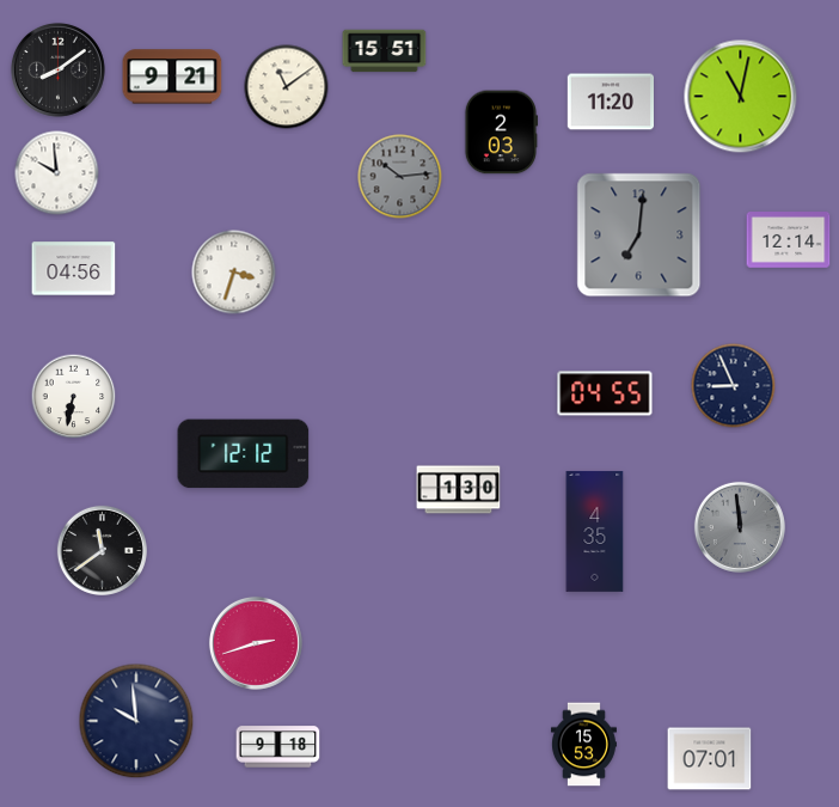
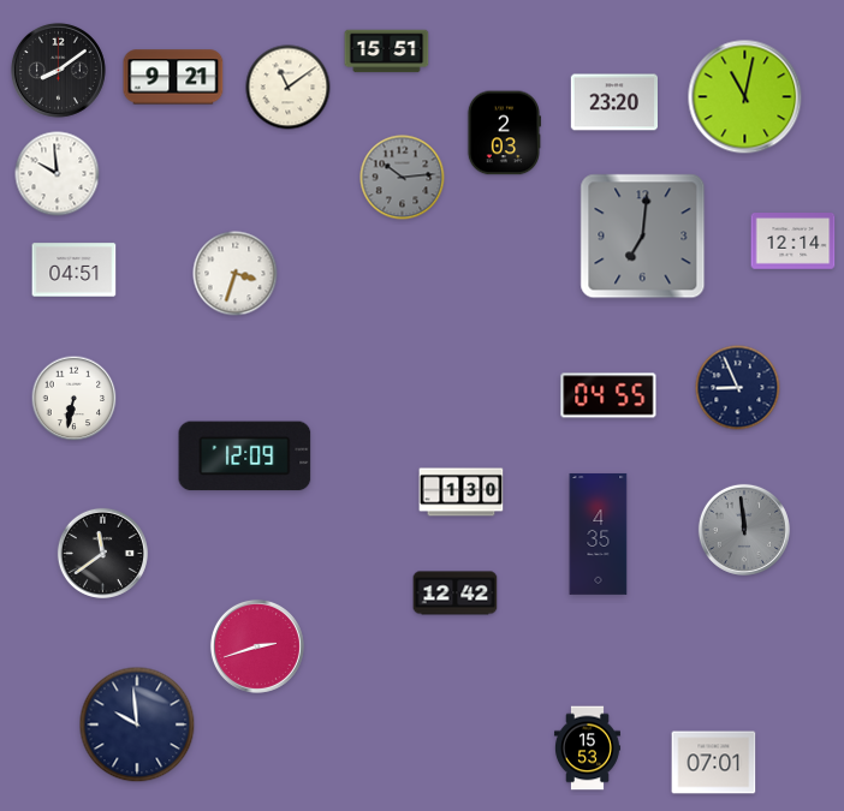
clock at (610, 102): 11:20 -> 23:20
clock at (74, 269): 04:56 -> 04:51
clock at (244, 454): 12:12 -> 12:09
clock at (456, 594): none -> 12:42
clock at (278, 747): 9:18 -> none
